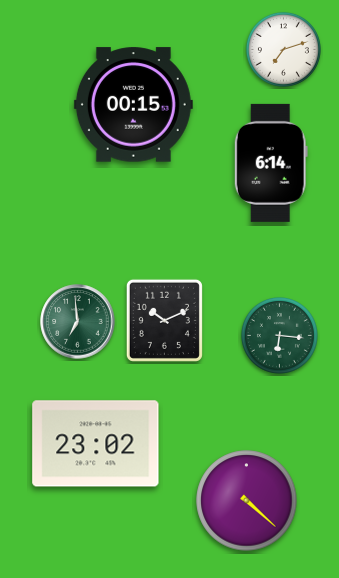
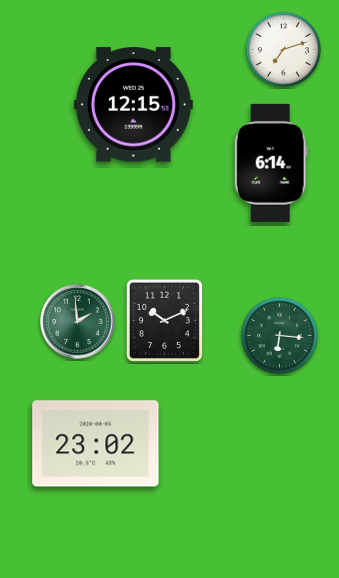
clock at (133, 105): 00:15 -> 12:15
clock at (78, 322): 6:59 -> 1:59
clock at (247, 501): 4:22 -> none
